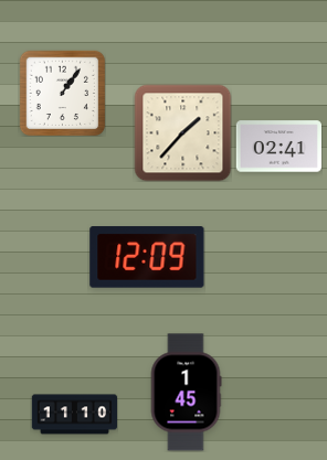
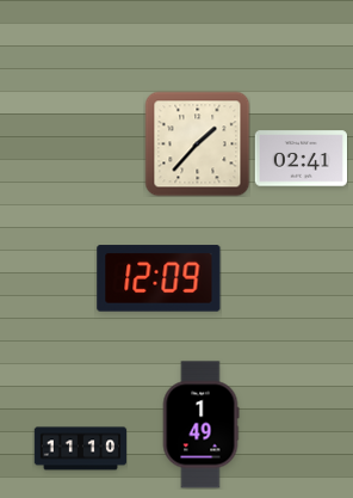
clock at (62, 93): 1:06 -> none
clock at (186, 393): 1:45 -> 1:49
